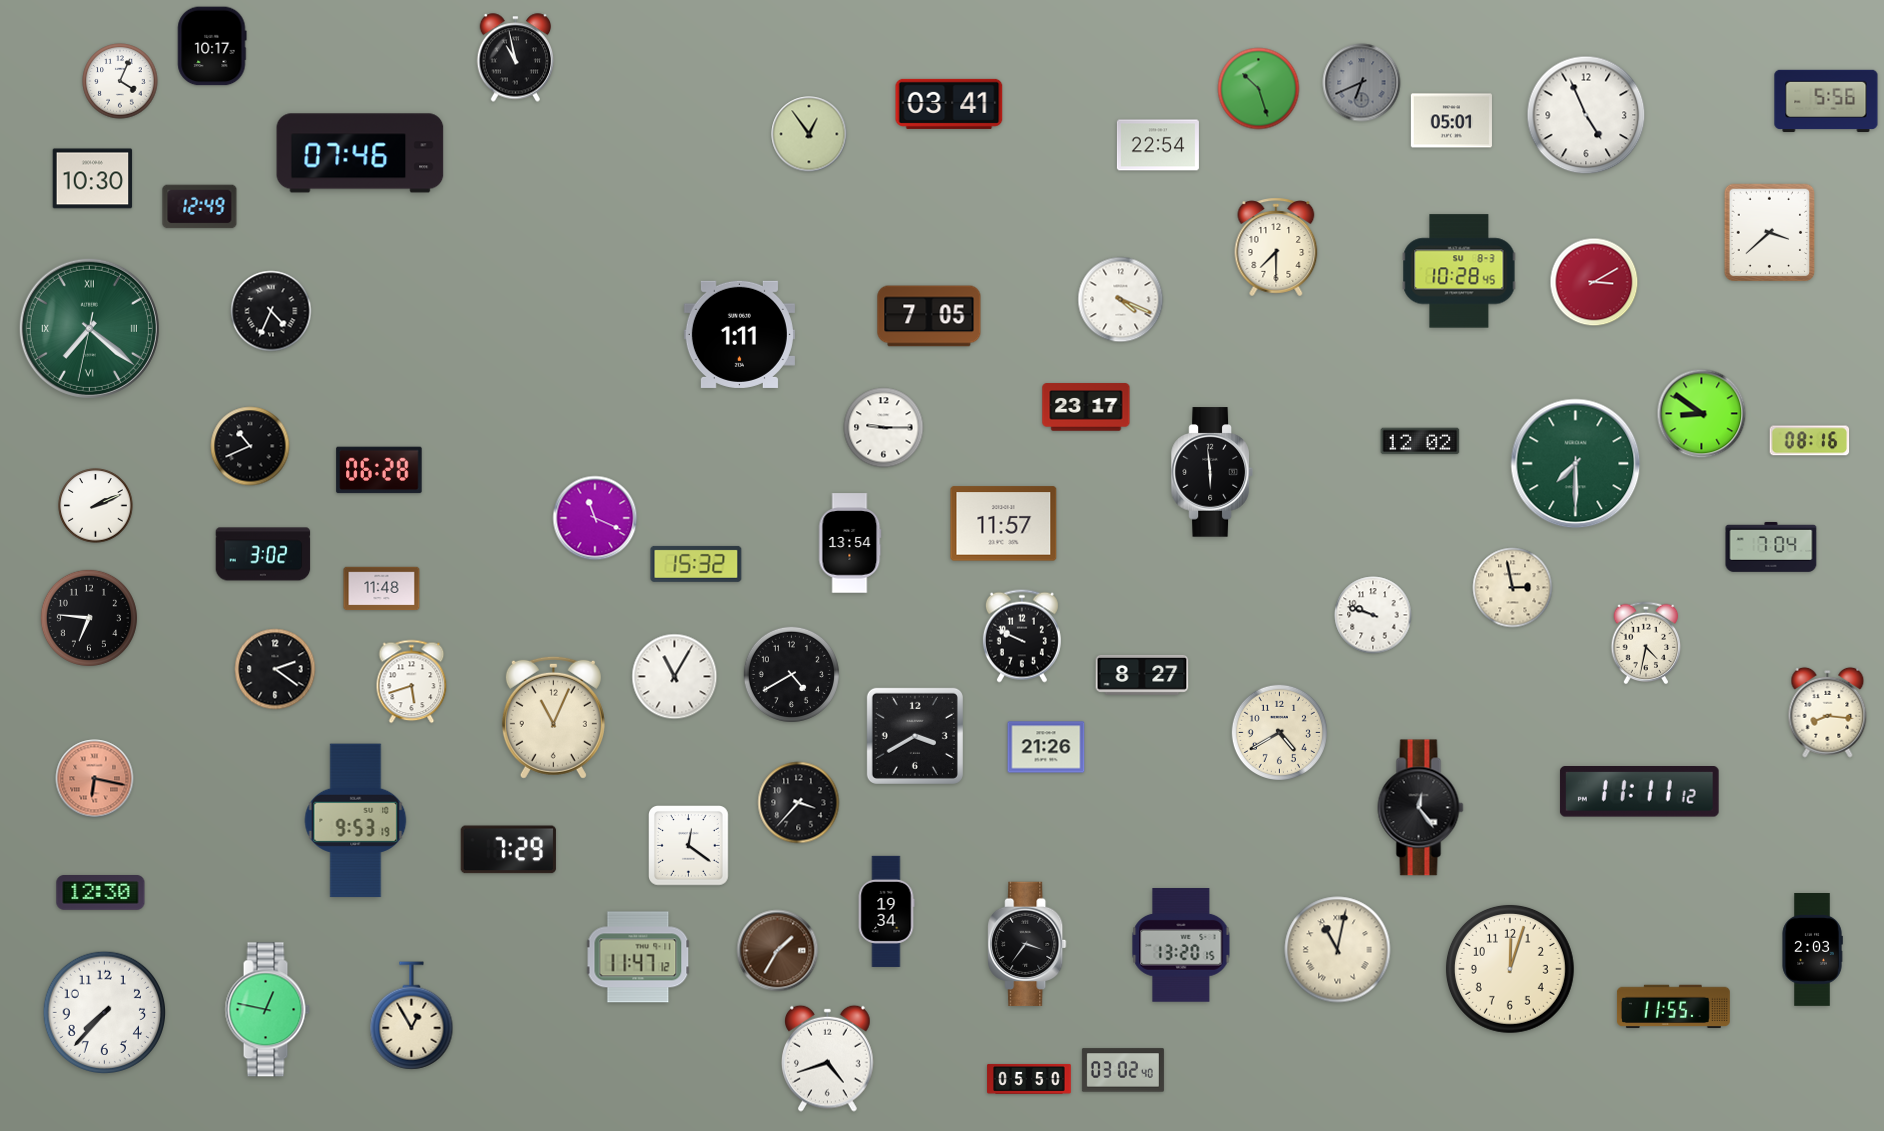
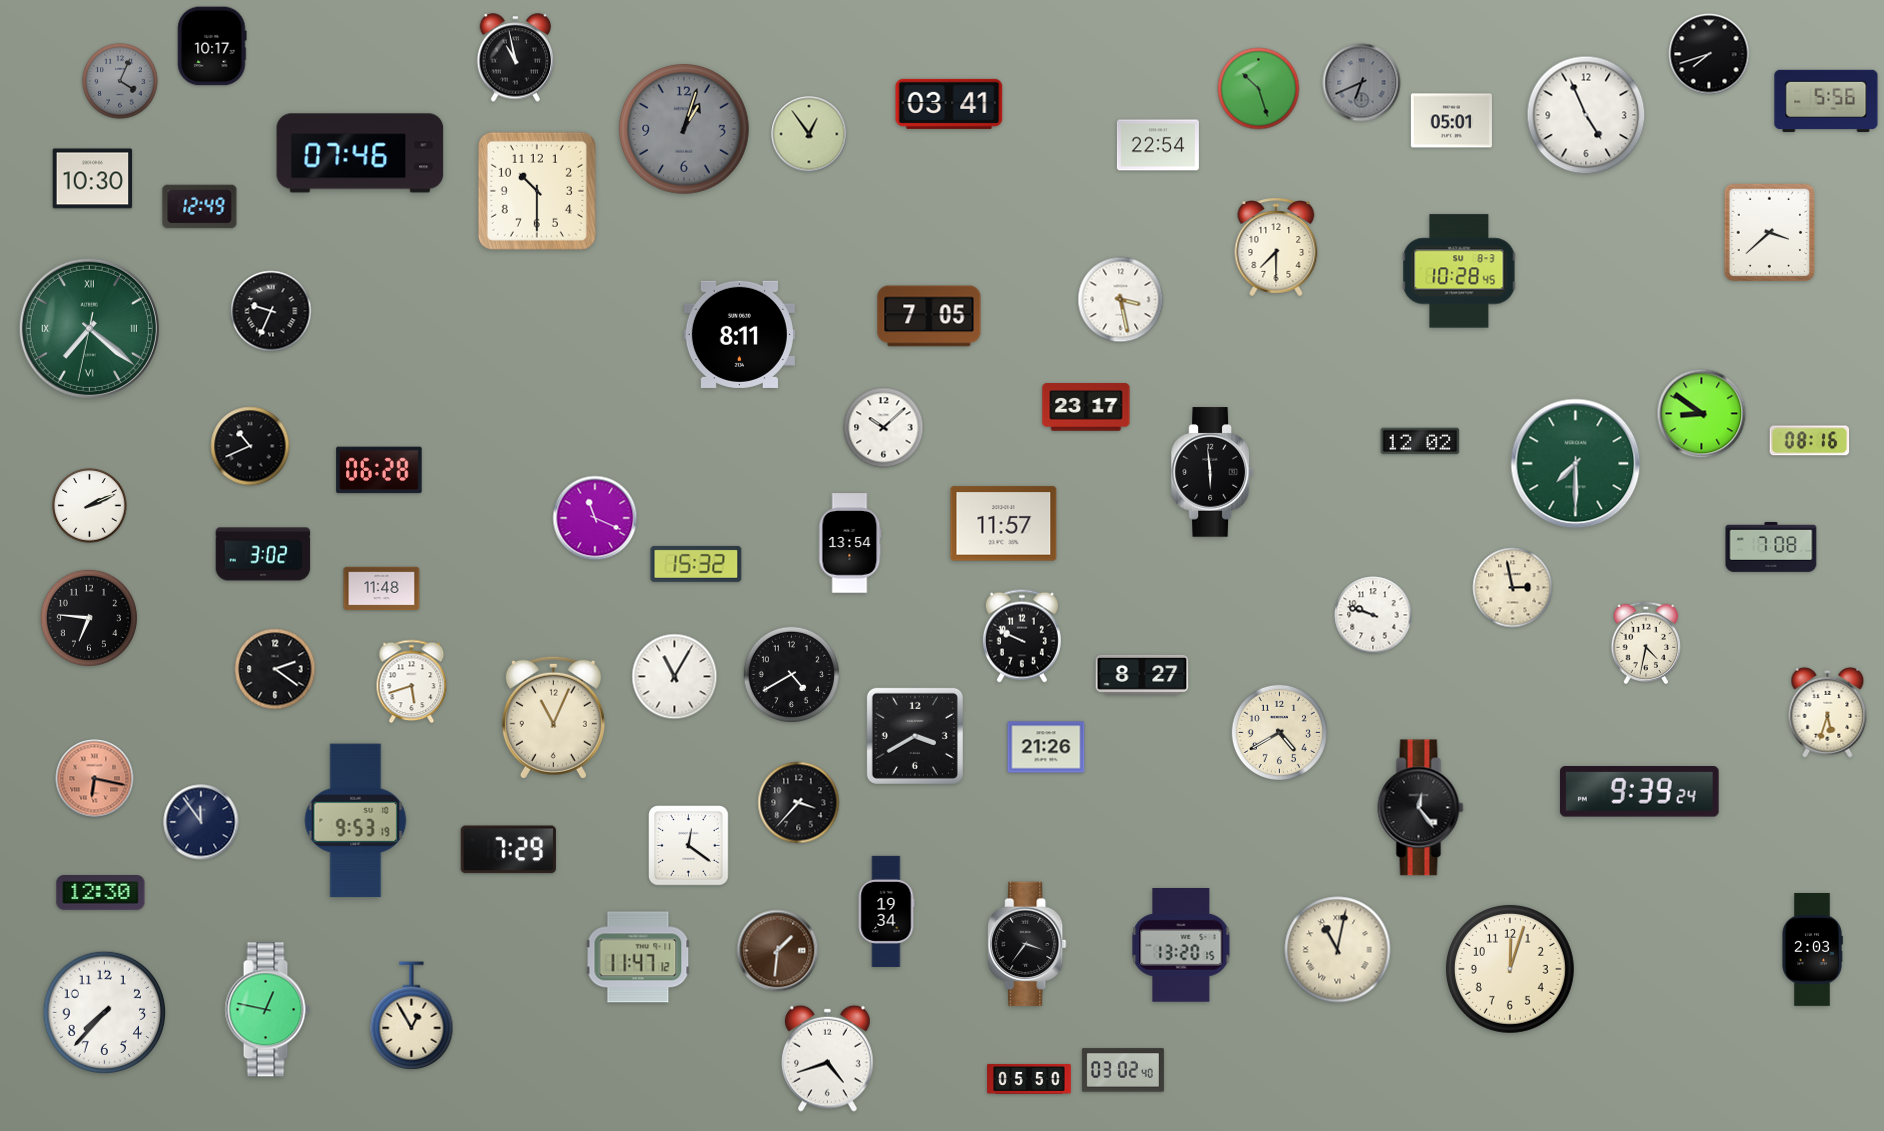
clock at (1709, 54): none -> 7:42
clock at (120, 81) dial: white -> grey
clock at (685, 130): none -> 1:03
clock at (537, 191): none -> 10:30
clock at (1594, 282): 3:10 -> none
clock at (1121, 300): 4:19 -> 3:28
clock at (271, 311): 4:34 -> 9:34
clock at (739, 334): 1:11 -> 8:11
clock at (884, 428): 9:15 -> 10:08
clock at (96, 506) position: (96, 506) -> (90, 506)
clock at (1771, 547): 7:04 -> 7:08
clock at (1828, 712): 8:16 -> 5:33
clock at (1639, 792): 11:11 -> 9:39
clock at (201, 822): none -> 11:54
clock at (778, 951): 1:35 -> 1:31
clock at (1673, 1007): 11:55 -> none
